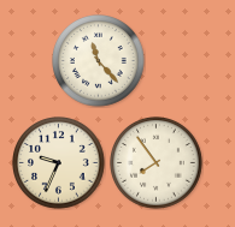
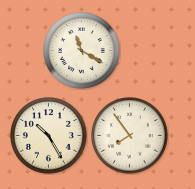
clock at (99, 61): 11:23 -> 11:20
clock at (59, 163): 9:34 -> 10:25
